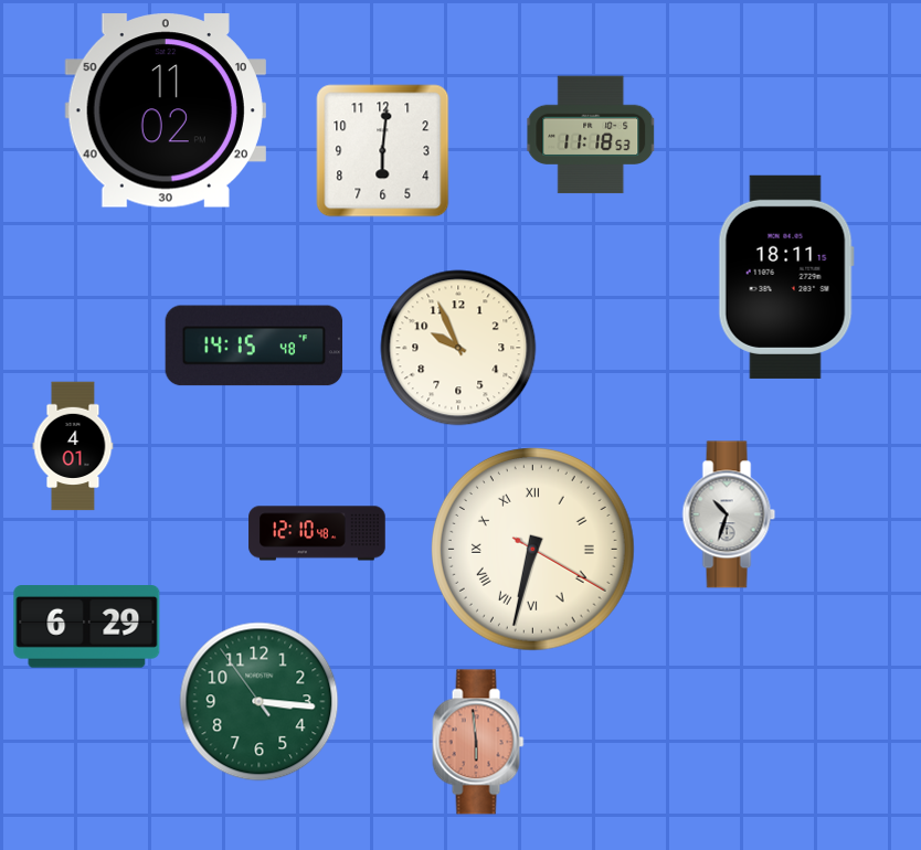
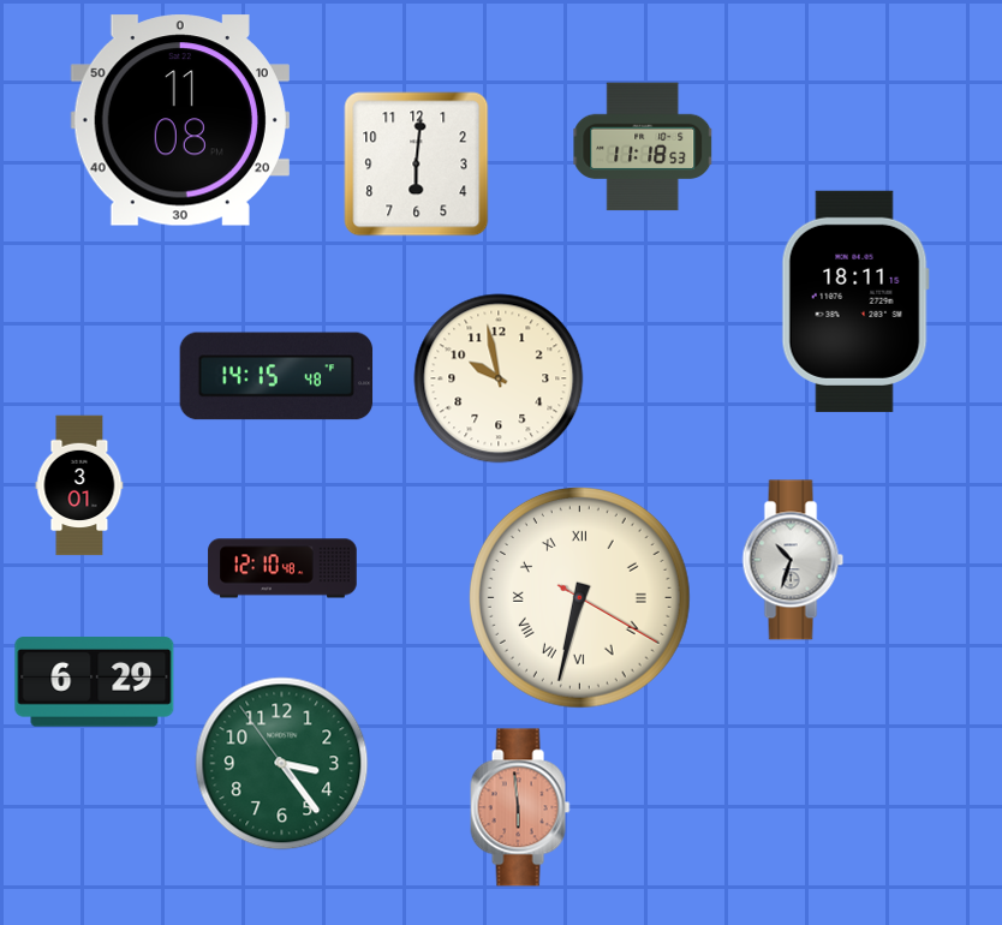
clock at (166, 110): 11:02 -> 11:08
clock at (458, 348): 9:56 -> 9:58
clock at (73, 446): 4:01 -> 3:01
clock at (317, 533) position: (317, 533) -> (282, 568)
clock at (260, 702): 3:15 -> 3:23
